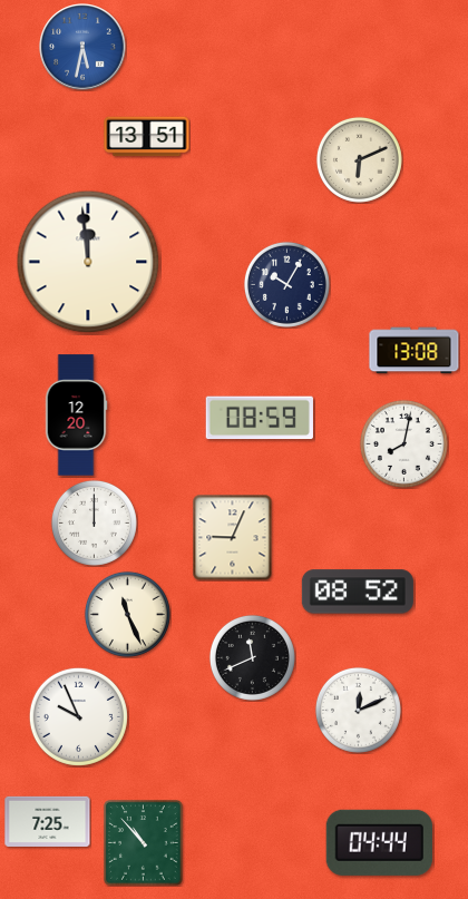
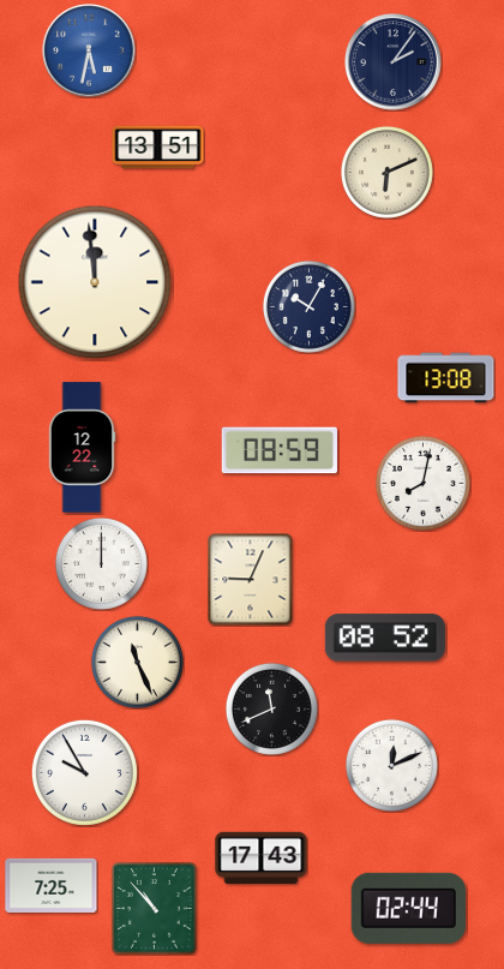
clock at (394, 62): none -> 2:06
clock at (76, 416): 12:20 -> 12:22
clock at (403, 443) position: (403, 443) -> (422, 483)
clock at (358, 710) position: (358, 710) -> (391, 765)
clock at (78, 716): 9:56 -> 9:55
clock at (262, 857): none -> 17:43
clock at (379, 842): 04:44 -> 02:44
